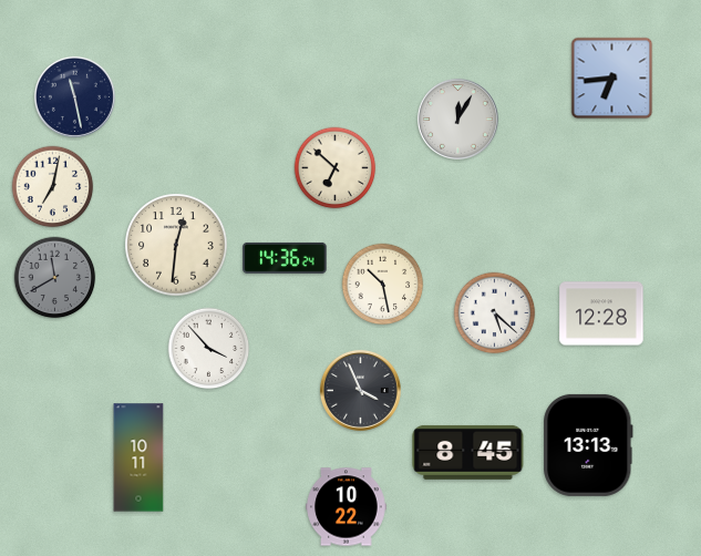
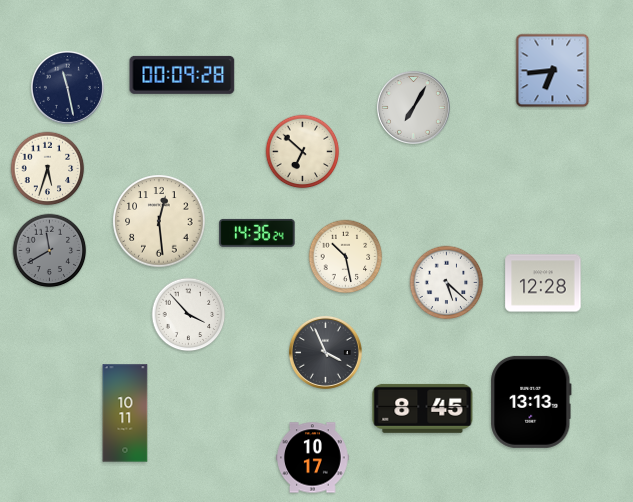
clock at (182, 75): none -> 00:09
clock at (457, 119): 12:05 -> 7:05
clock at (53, 187): 7:02 -> 5:33
clock at (176, 245): 12:31 -> 12:29
clock at (347, 507): 10:22 -> 10:17
